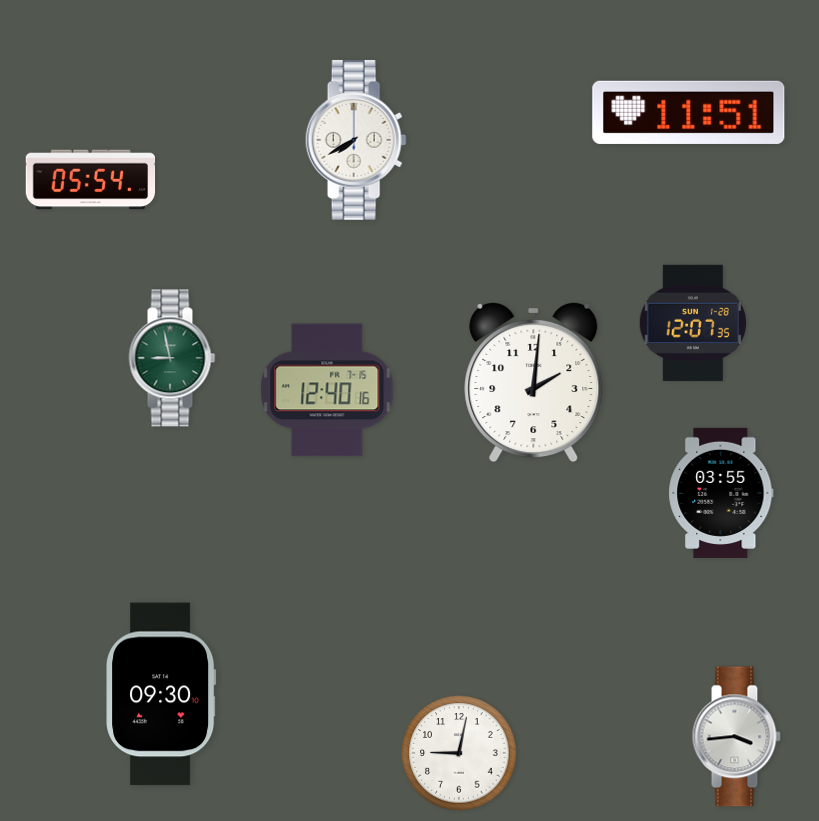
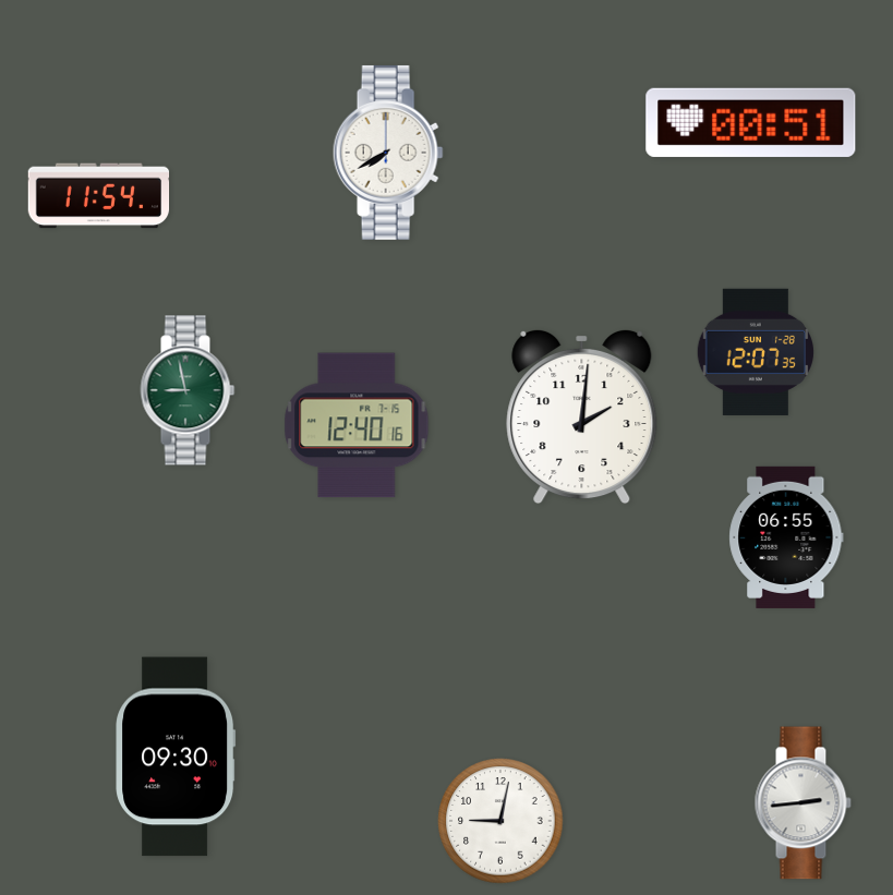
clock at (689, 112): 11:51 -> 00:51
clock at (91, 180): 05:54 -> 11:54
clock at (721, 493): 03:55 -> 06:55
clock at (736, 737): 3:44 -> 2:44
